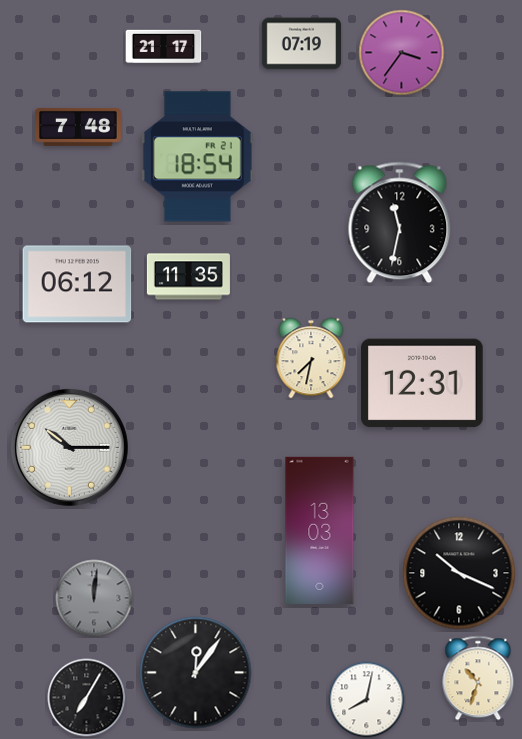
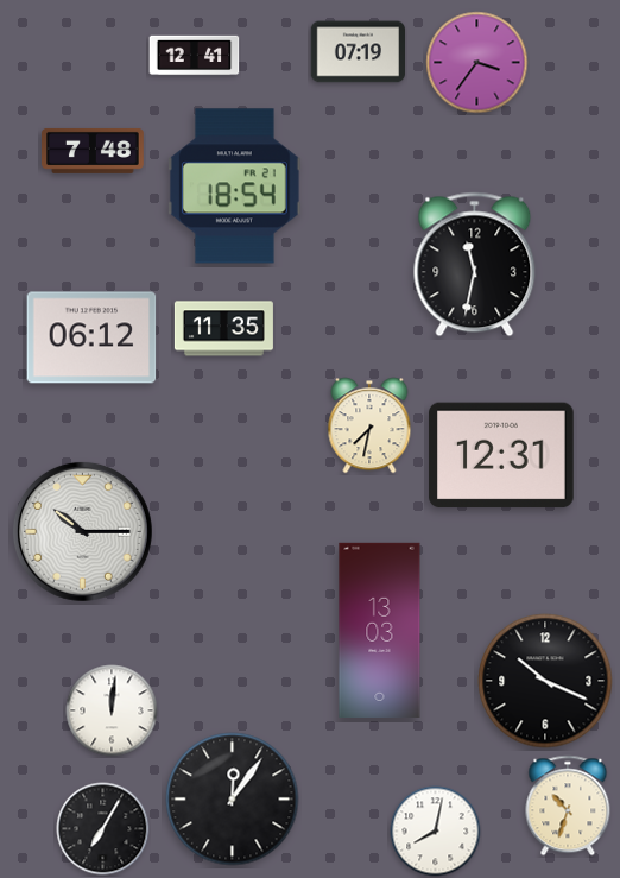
clock at (164, 47): 21:17 -> 12:41
clock at (94, 598) dial: grey -> white
